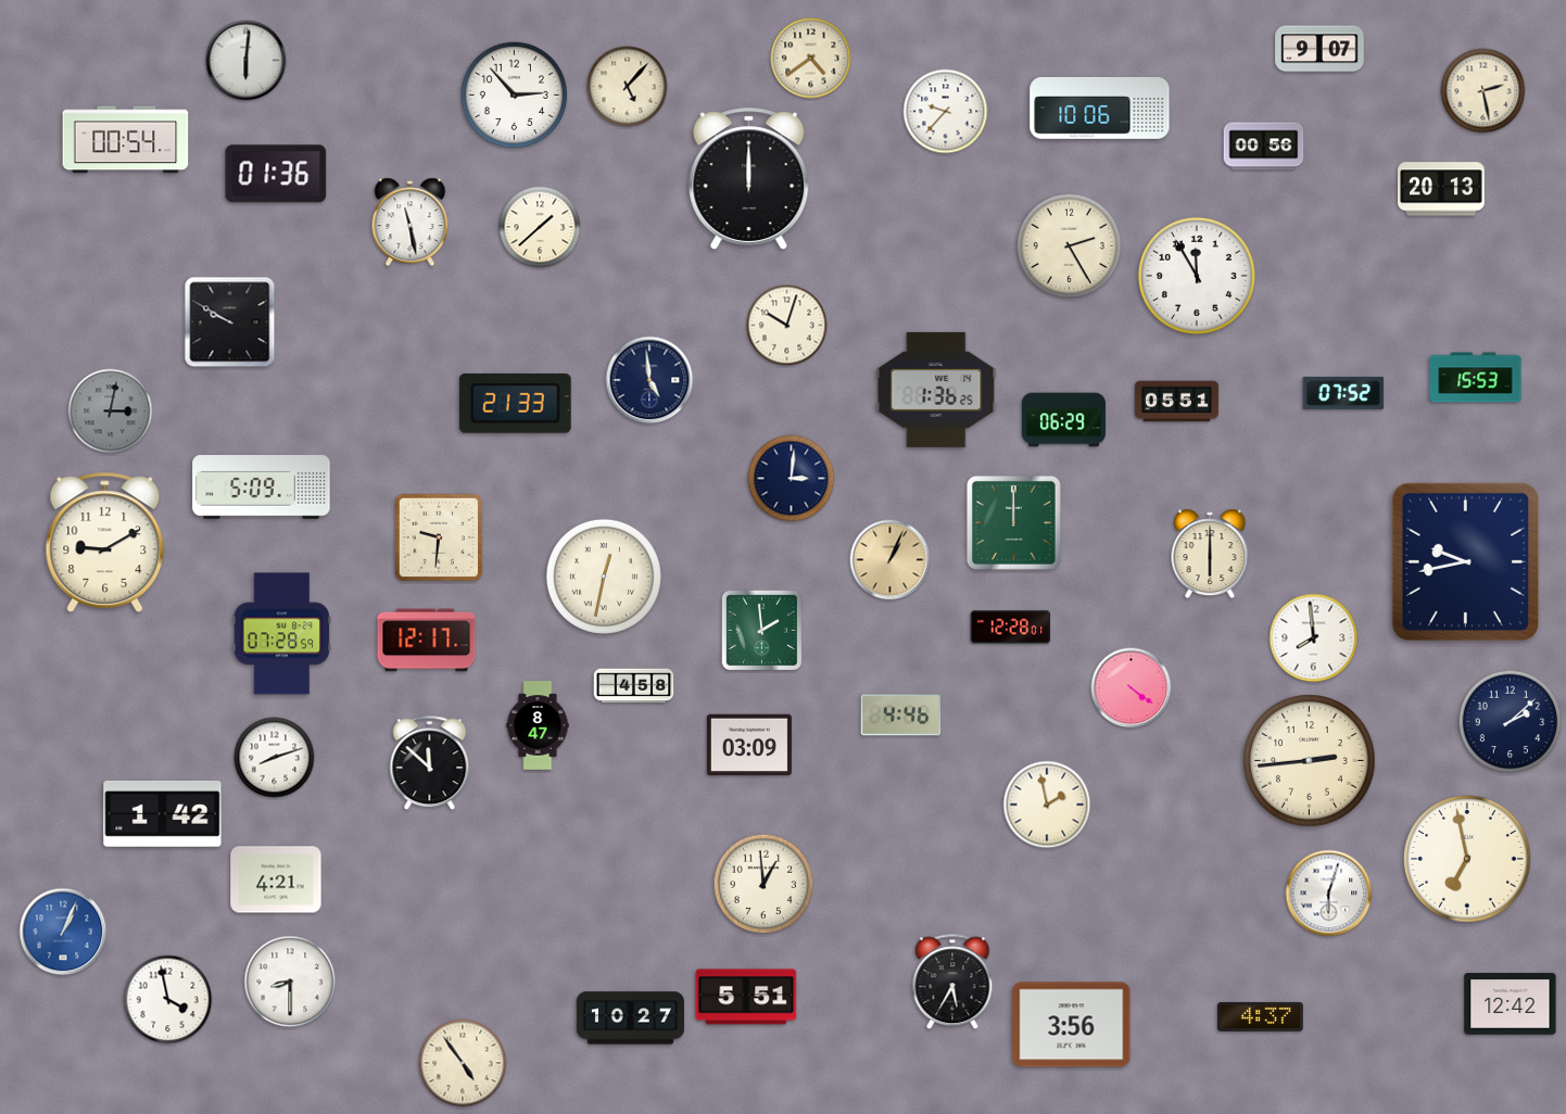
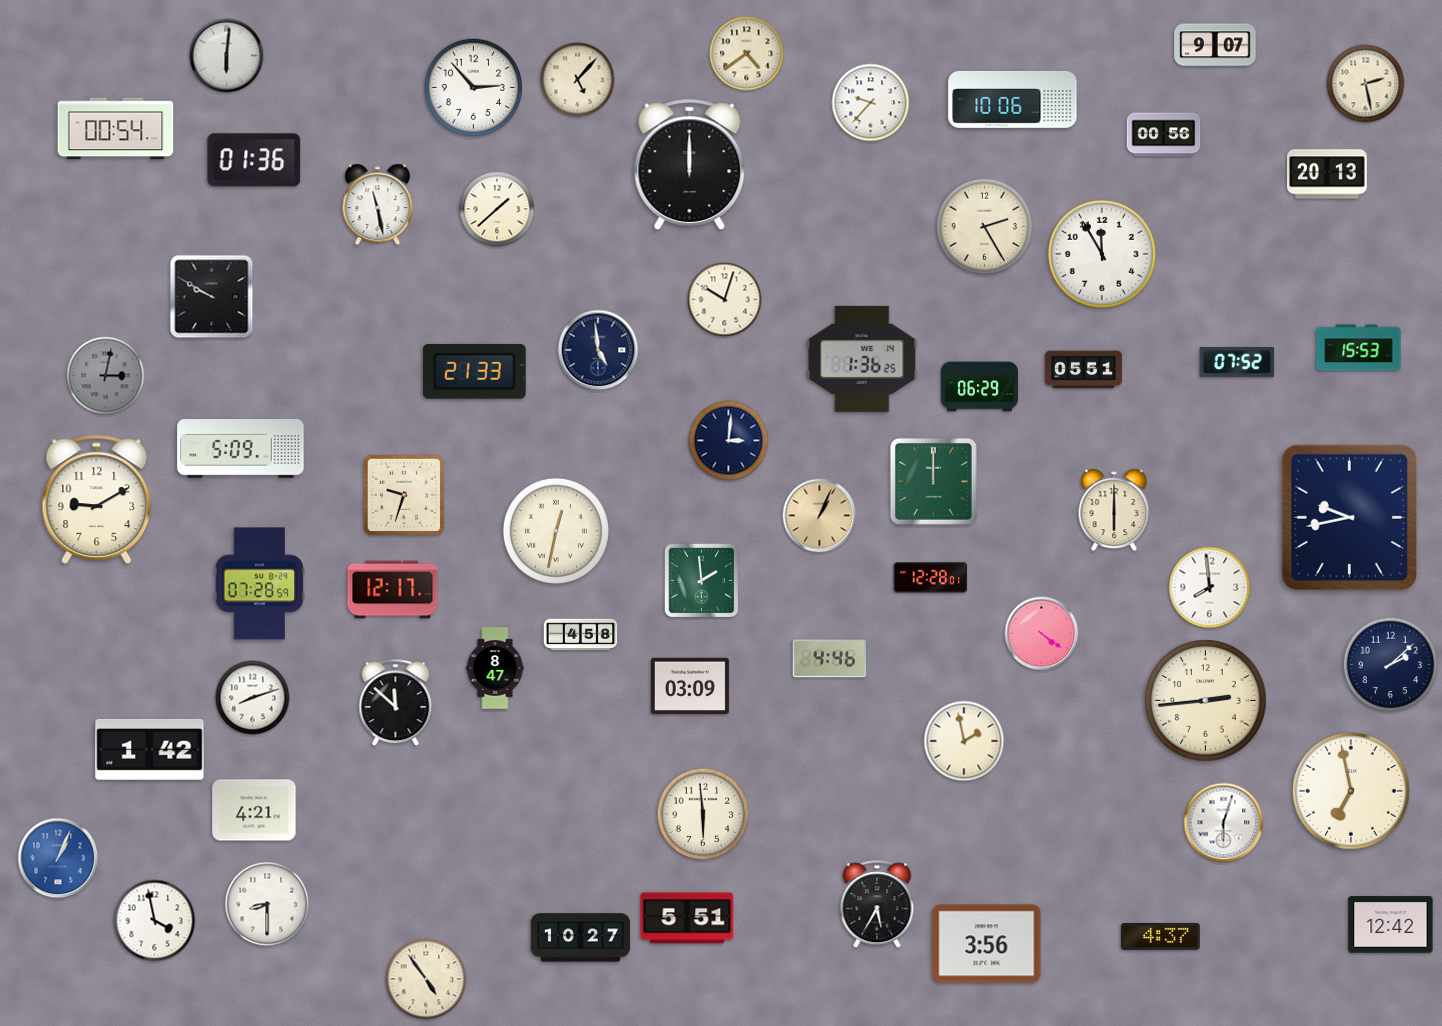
clock at (111, 412) position: (111, 412) -> (106, 376)
clock at (439, 537): 9:31 -> 9:33
clock at (634, 686) position: (634, 686) -> (581, 635)
clock at (763, 884): 12:59 -> 5:59
